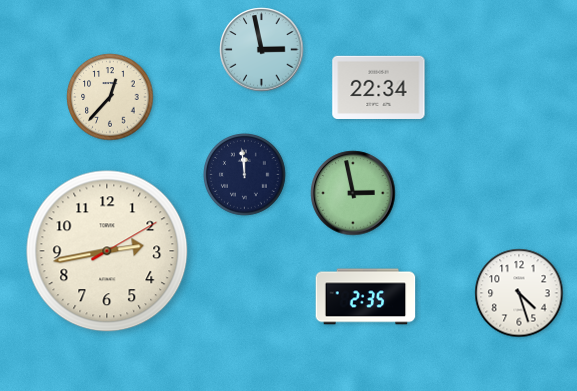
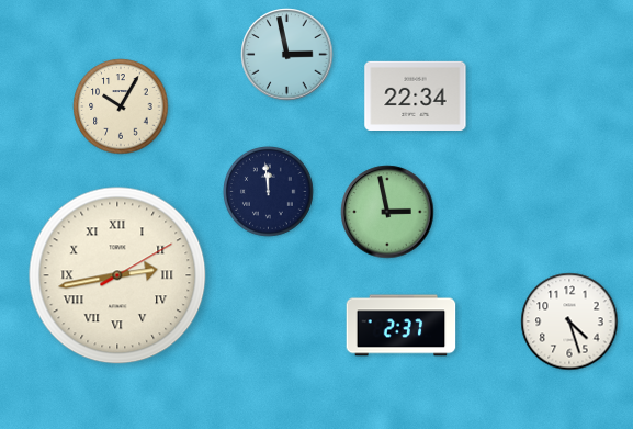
clock at (110, 97): 12:37 -> 10:05
clock at (107, 251) numerals: Arabic -> Roman
clock at (366, 297): 2:35 -> 2:37
